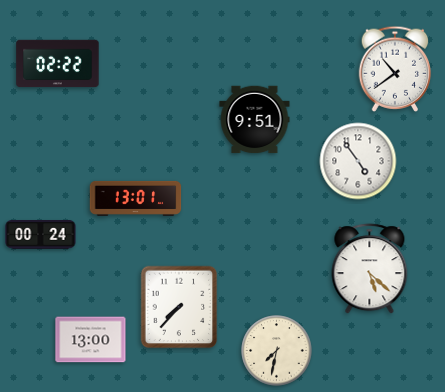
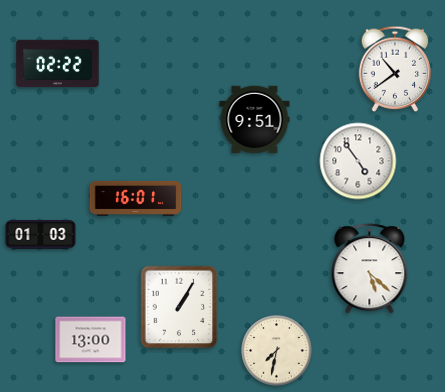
clock at (136, 198): 13:01 -> 16:01
clock at (41, 235): 00:24 -> 01:03
clock at (179, 307): 7:37 -> 1:05
